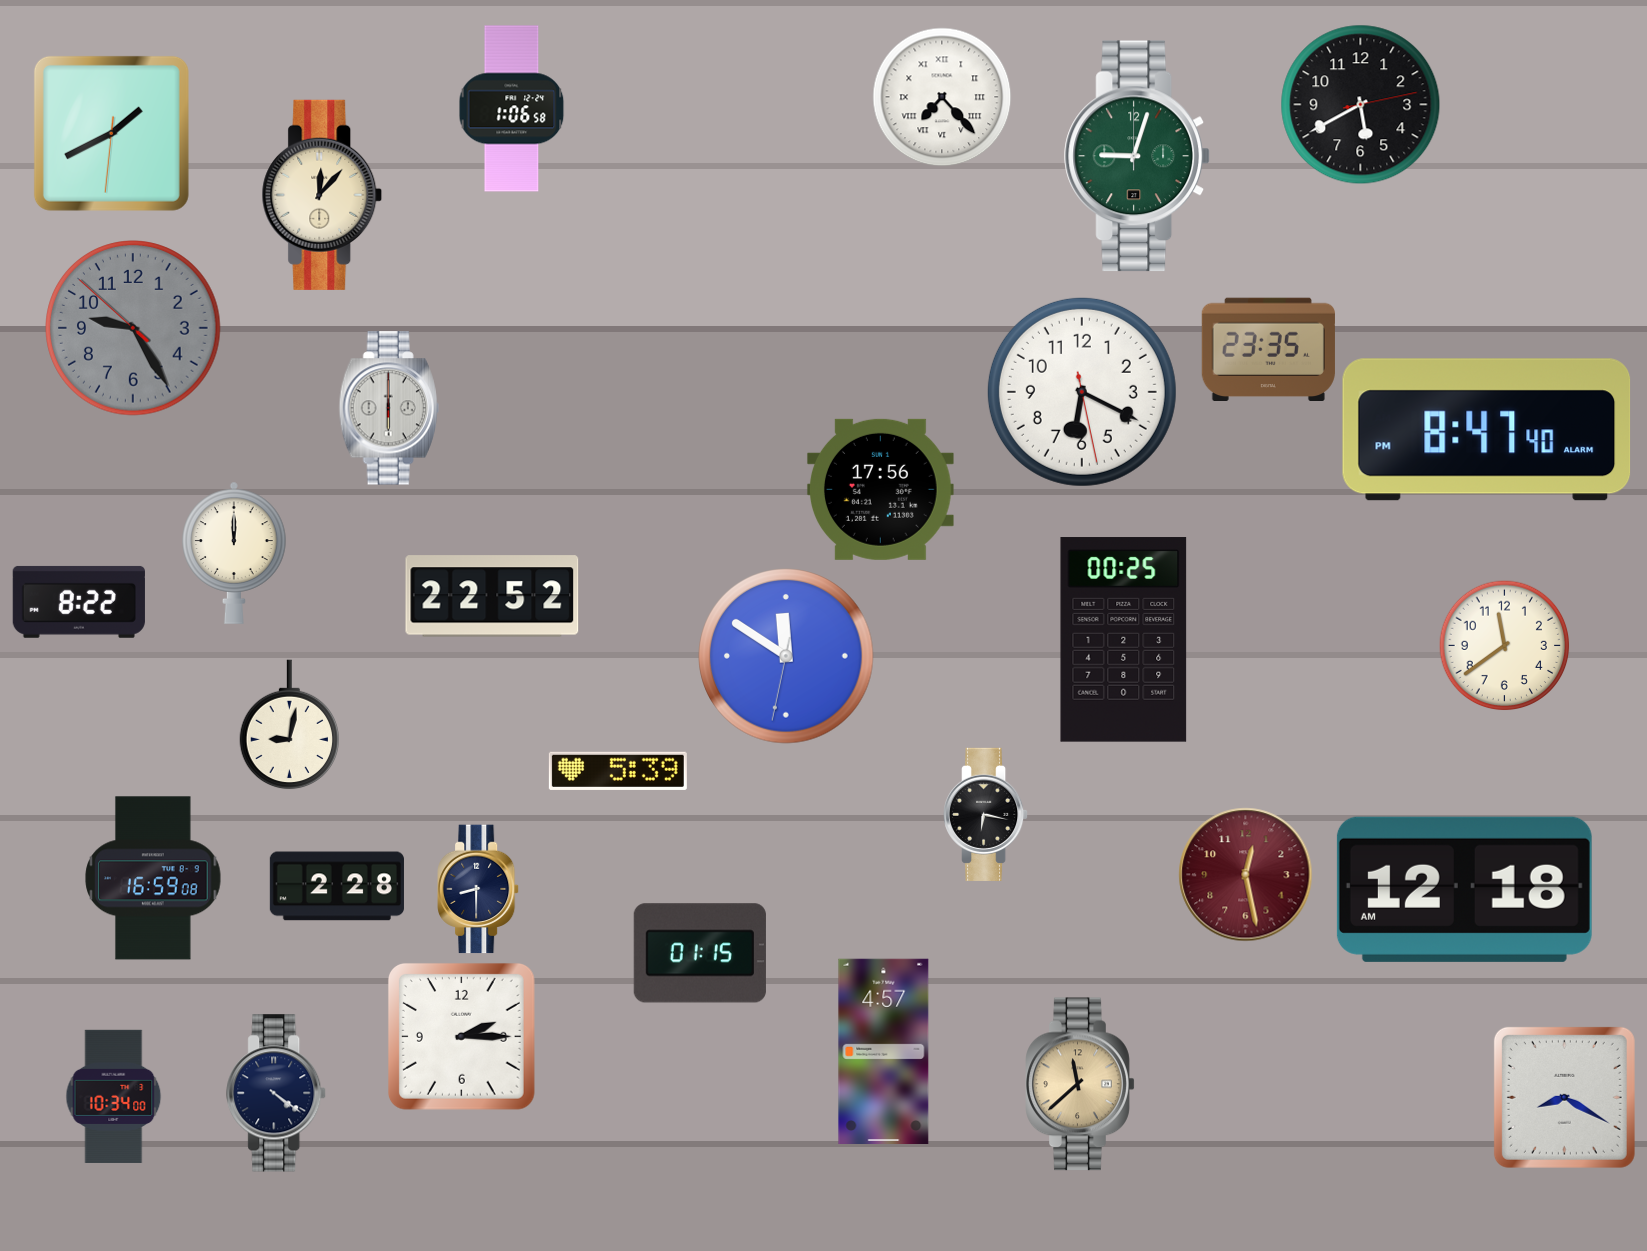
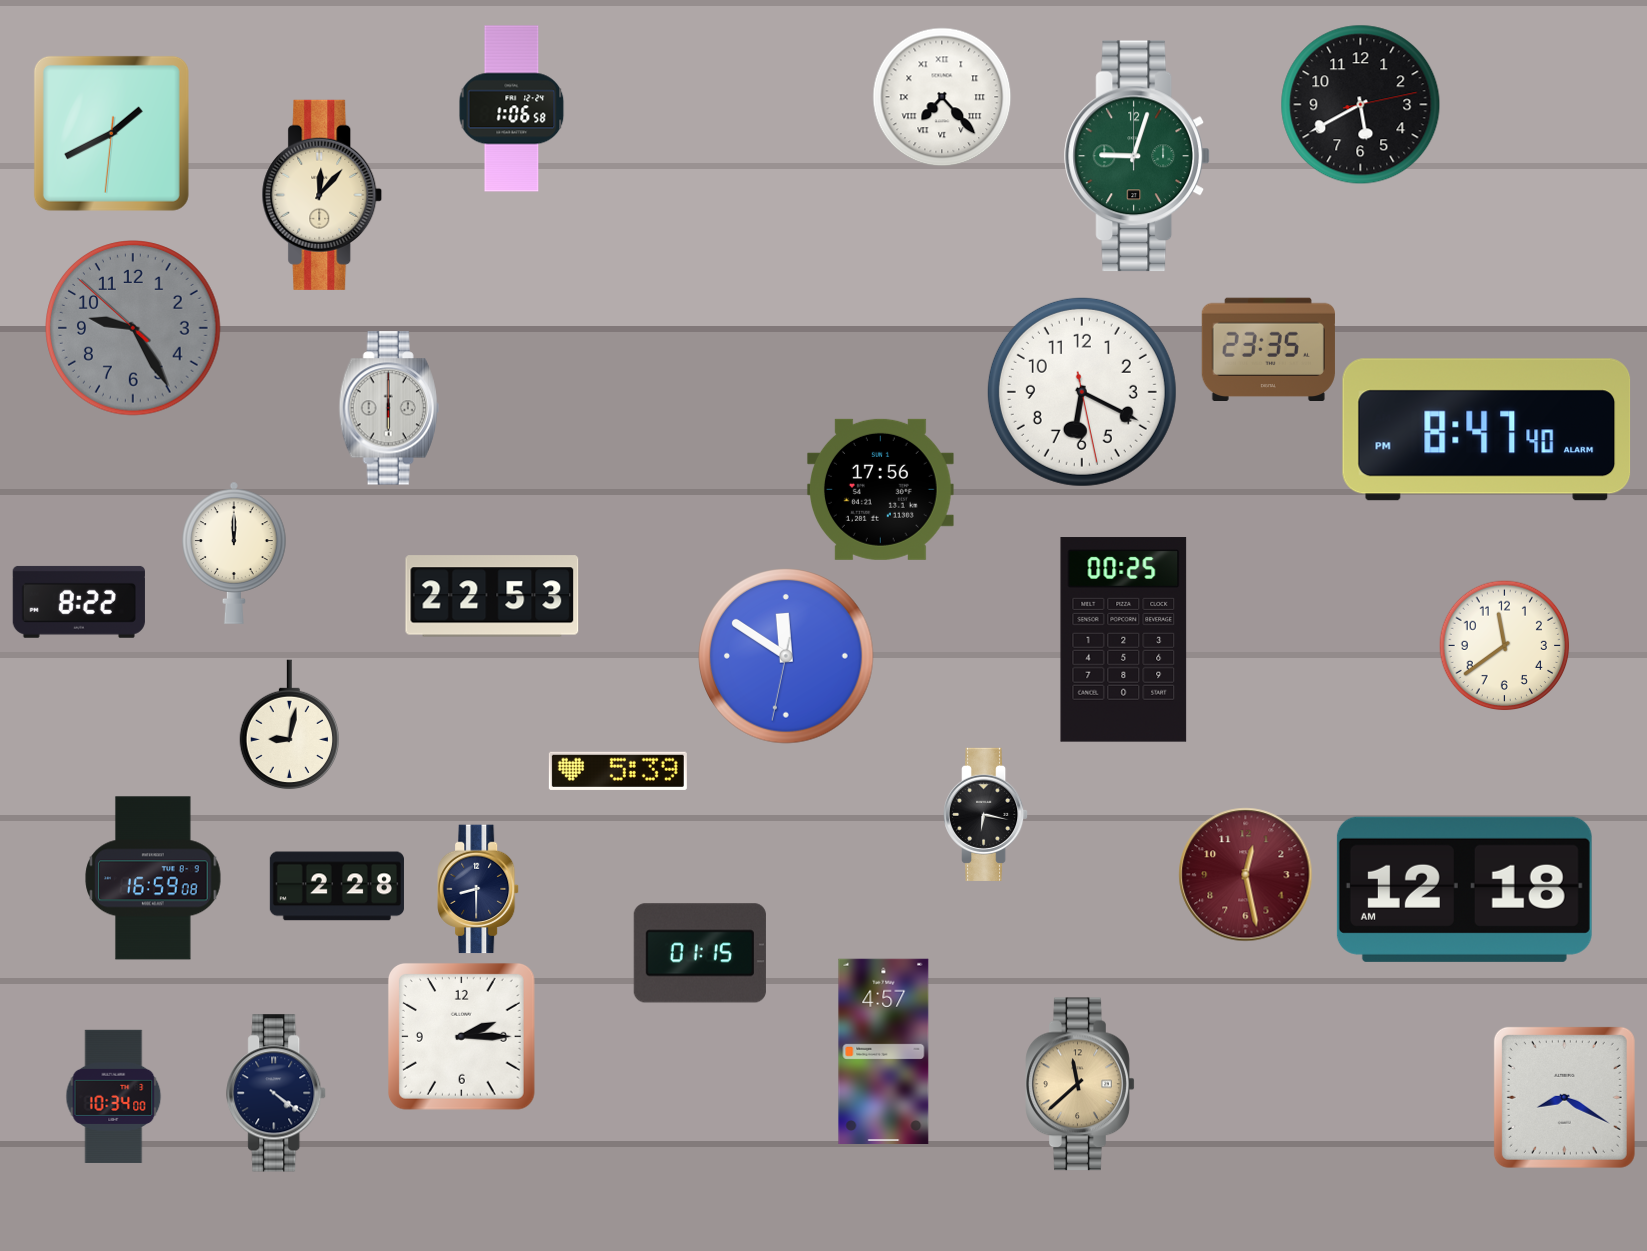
clock at (492, 596): 22:52 -> 22:53
